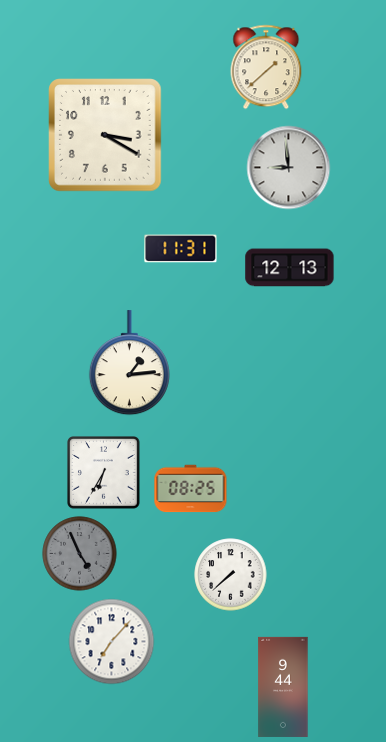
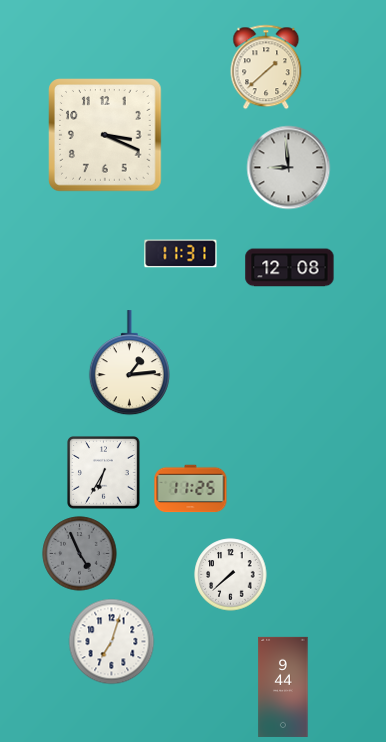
clock at (105, 135): 3:20 -> 3:19
clock at (181, 249) position: (181, 249) -> (181, 254)
clock at (290, 268): 12:13 -> 12:08
clock at (191, 489): 08:25 -> 11:25
clock at (112, 642): 7:07 -> 7:03
